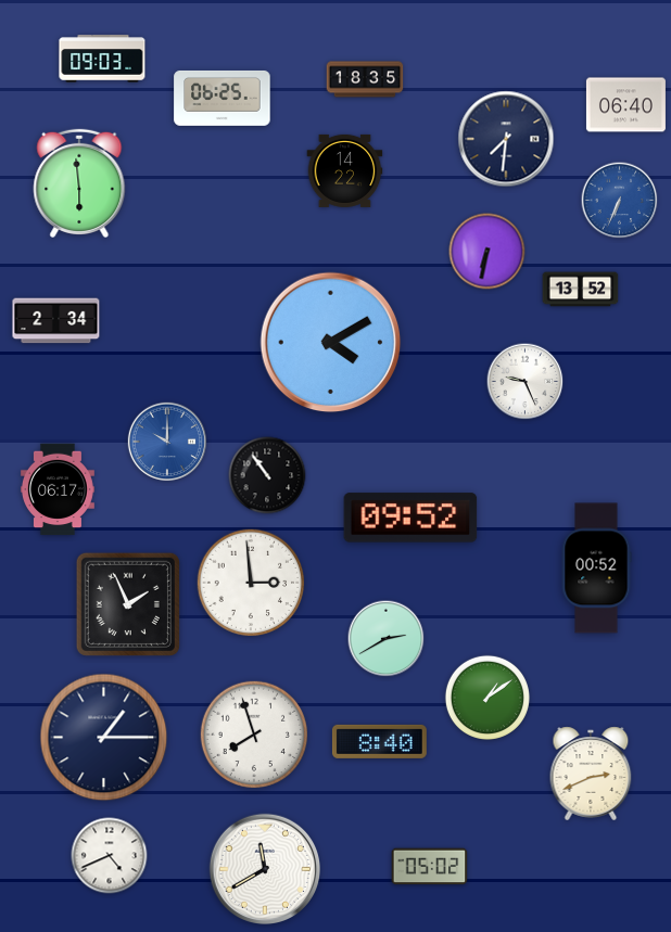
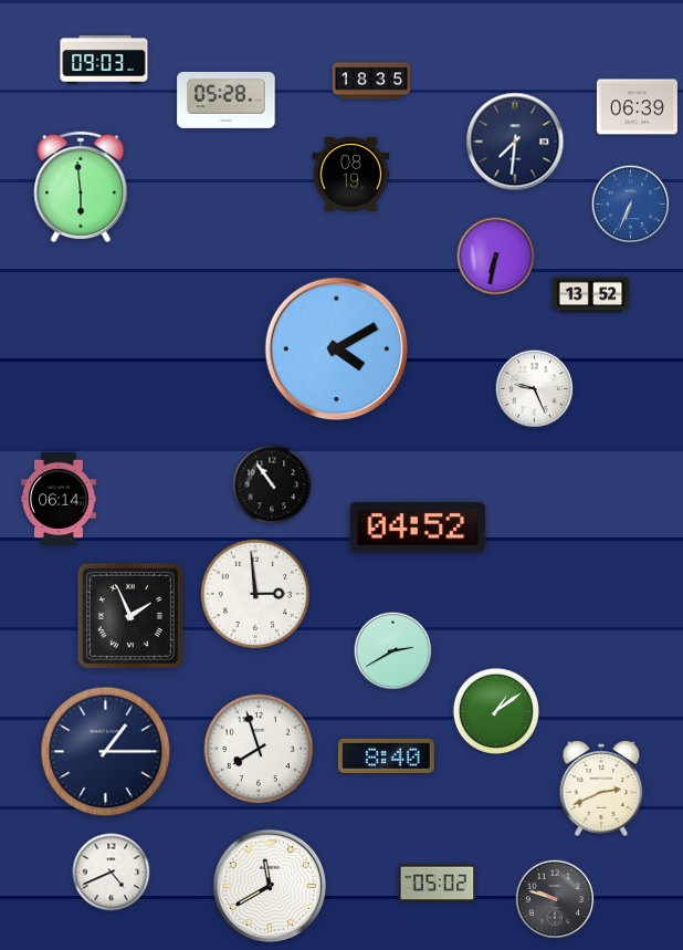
clock at (223, 98): 06:25 -> 05:28
clock at (625, 105): 06:40 -> 06:39
clock at (345, 170): 14:22 -> 08:19
clock at (56, 321): 2:34 -> none
clock at (167, 442): 10:00 -> none
clock at (58, 489): 06:17 -> 06:14
clock at (410, 518): 09:52 -> 04:52
clock at (596, 569): 00:52 -> none
clock at (555, 899): none -> 9:48
